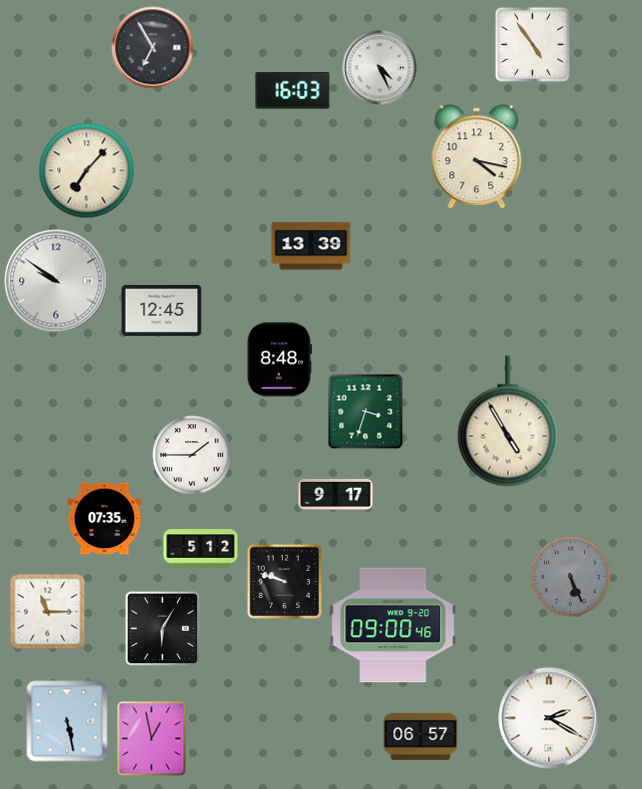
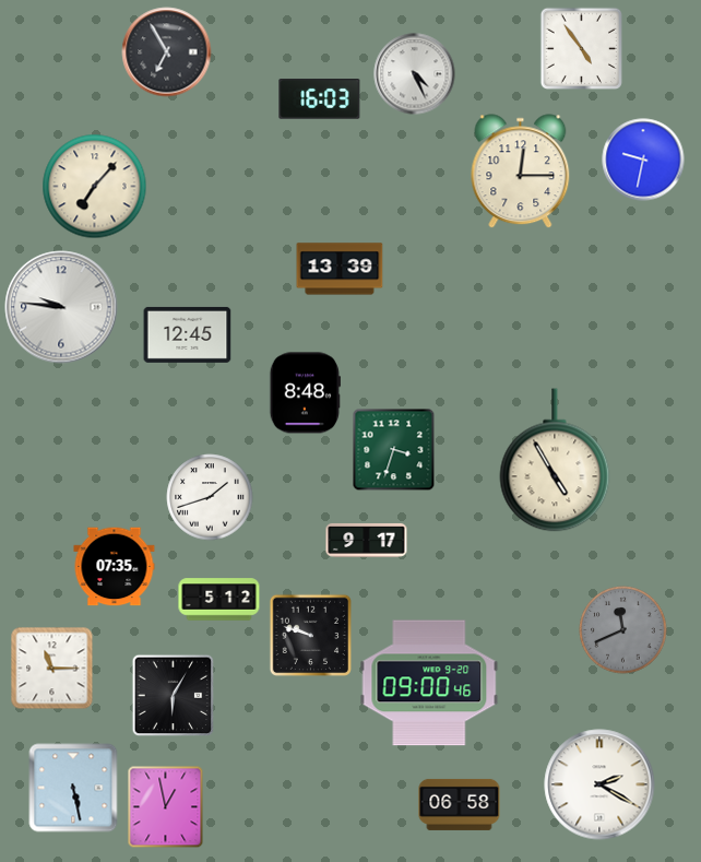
clock at (643, 160): none -> 9:32
clock at (477, 157): 4:17 -> 12:15
clock at (56, 281): 9:51 -> 9:46
clock at (162, 310) position: (162, 310) -> (188, 334)
clock at (366, 412) position: (366, 412) -> (394, 450)
clock at (192, 455): 1:45 -> 1:42
clock at (571, 577): 5:26 -> 11:41
clock at (163, 629) position: (163, 629) -> (174, 696)
clock at (421, 736): 06:57 -> 06:58
